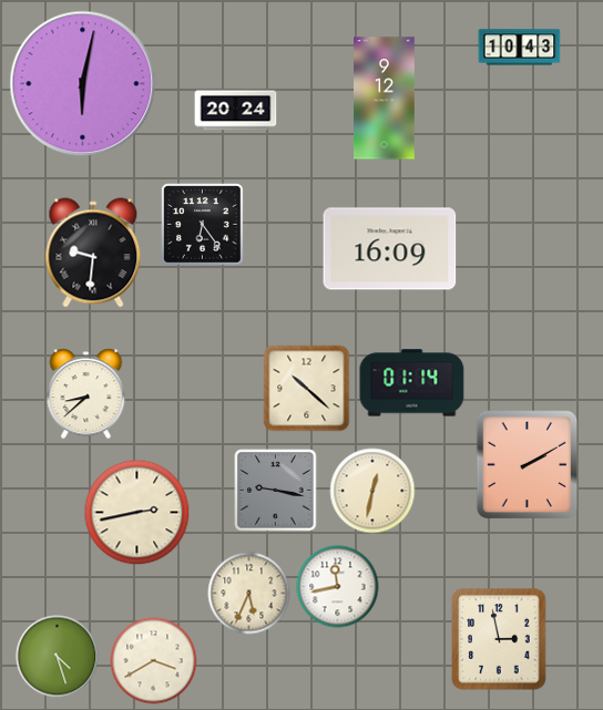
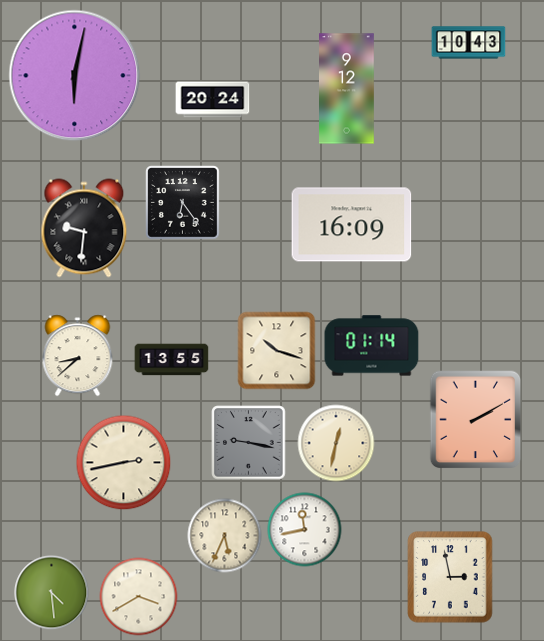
clock at (307, 389): 10:22 -> 10:18
clock at (172, 360): none -> 13:55
clock at (58, 657): 4:27 -> 4:29
